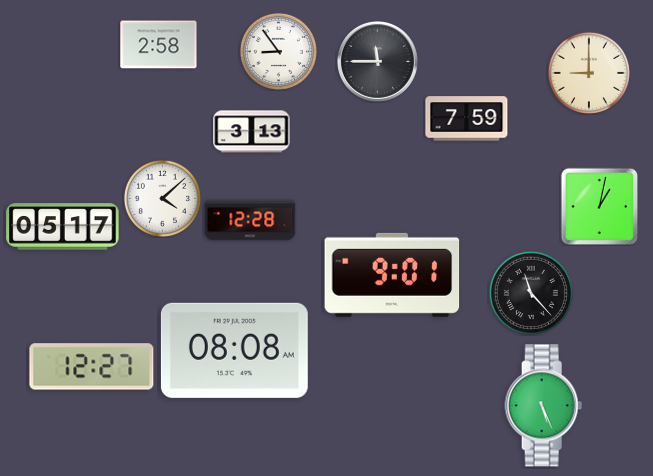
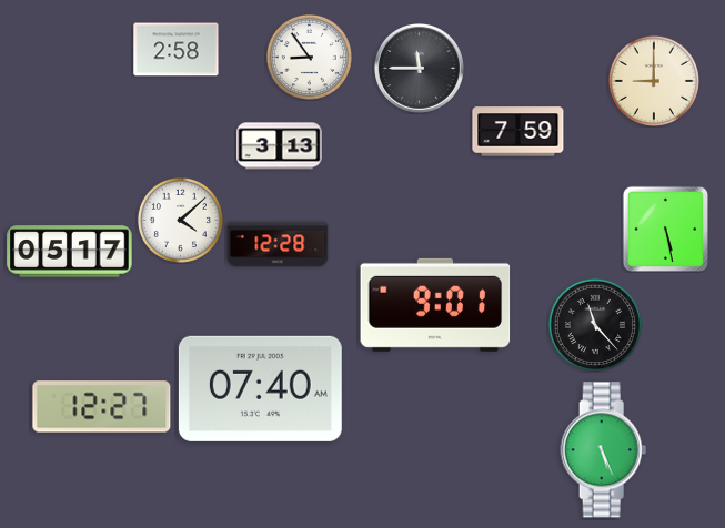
clock at (599, 206): 1:02 -> 5:28
clock at (531, 293) position: (531, 293) -> (595, 325)
clock at (234, 350): 08:08 -> 07:40
